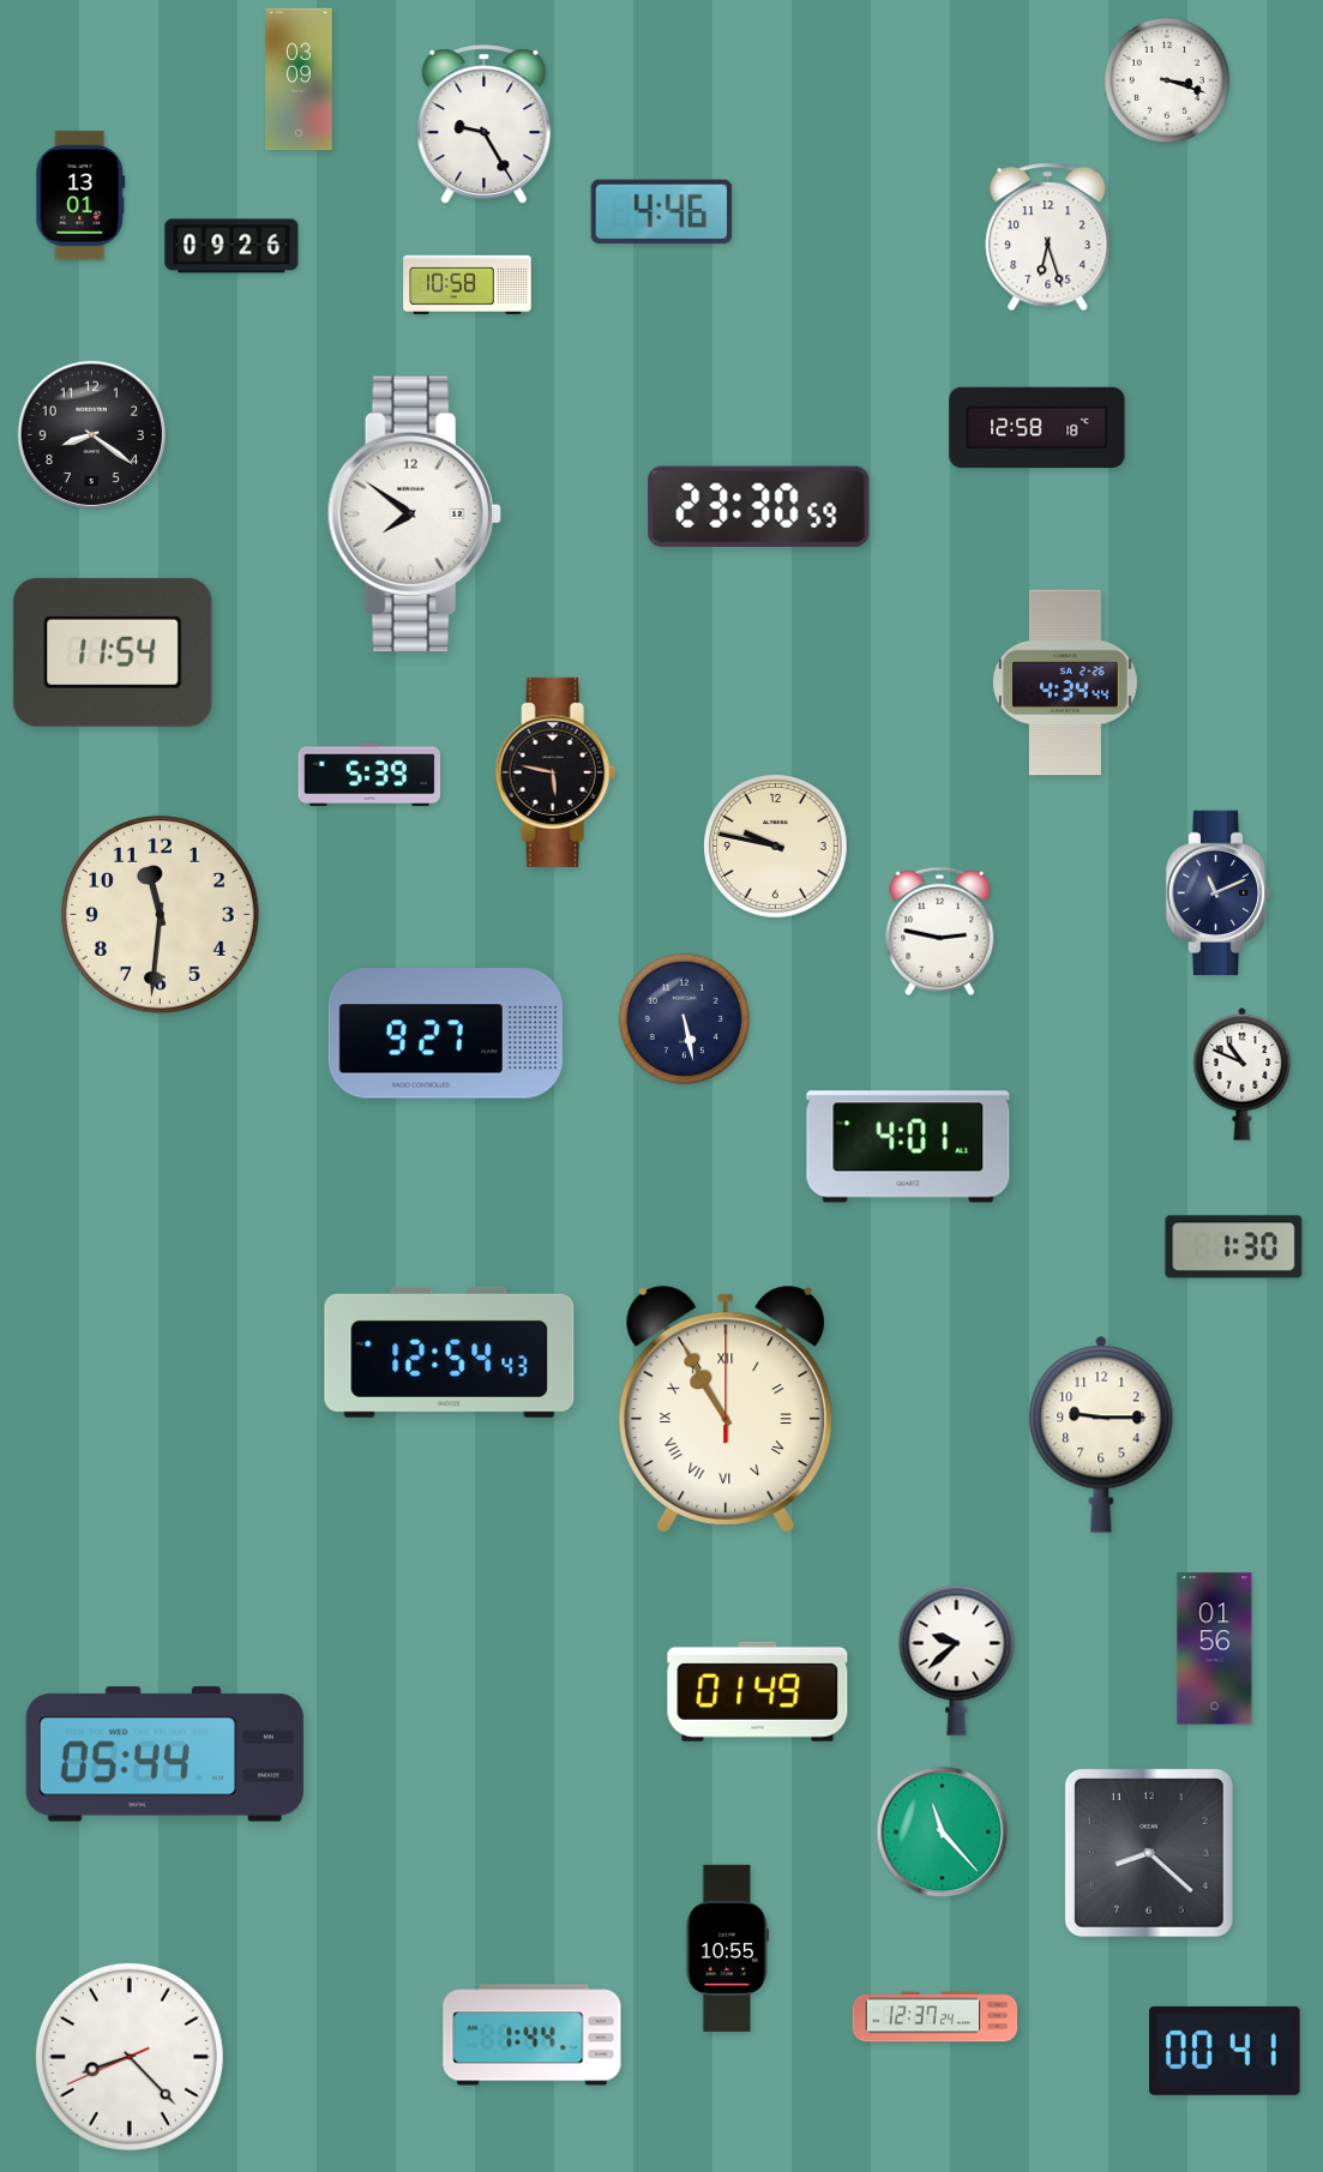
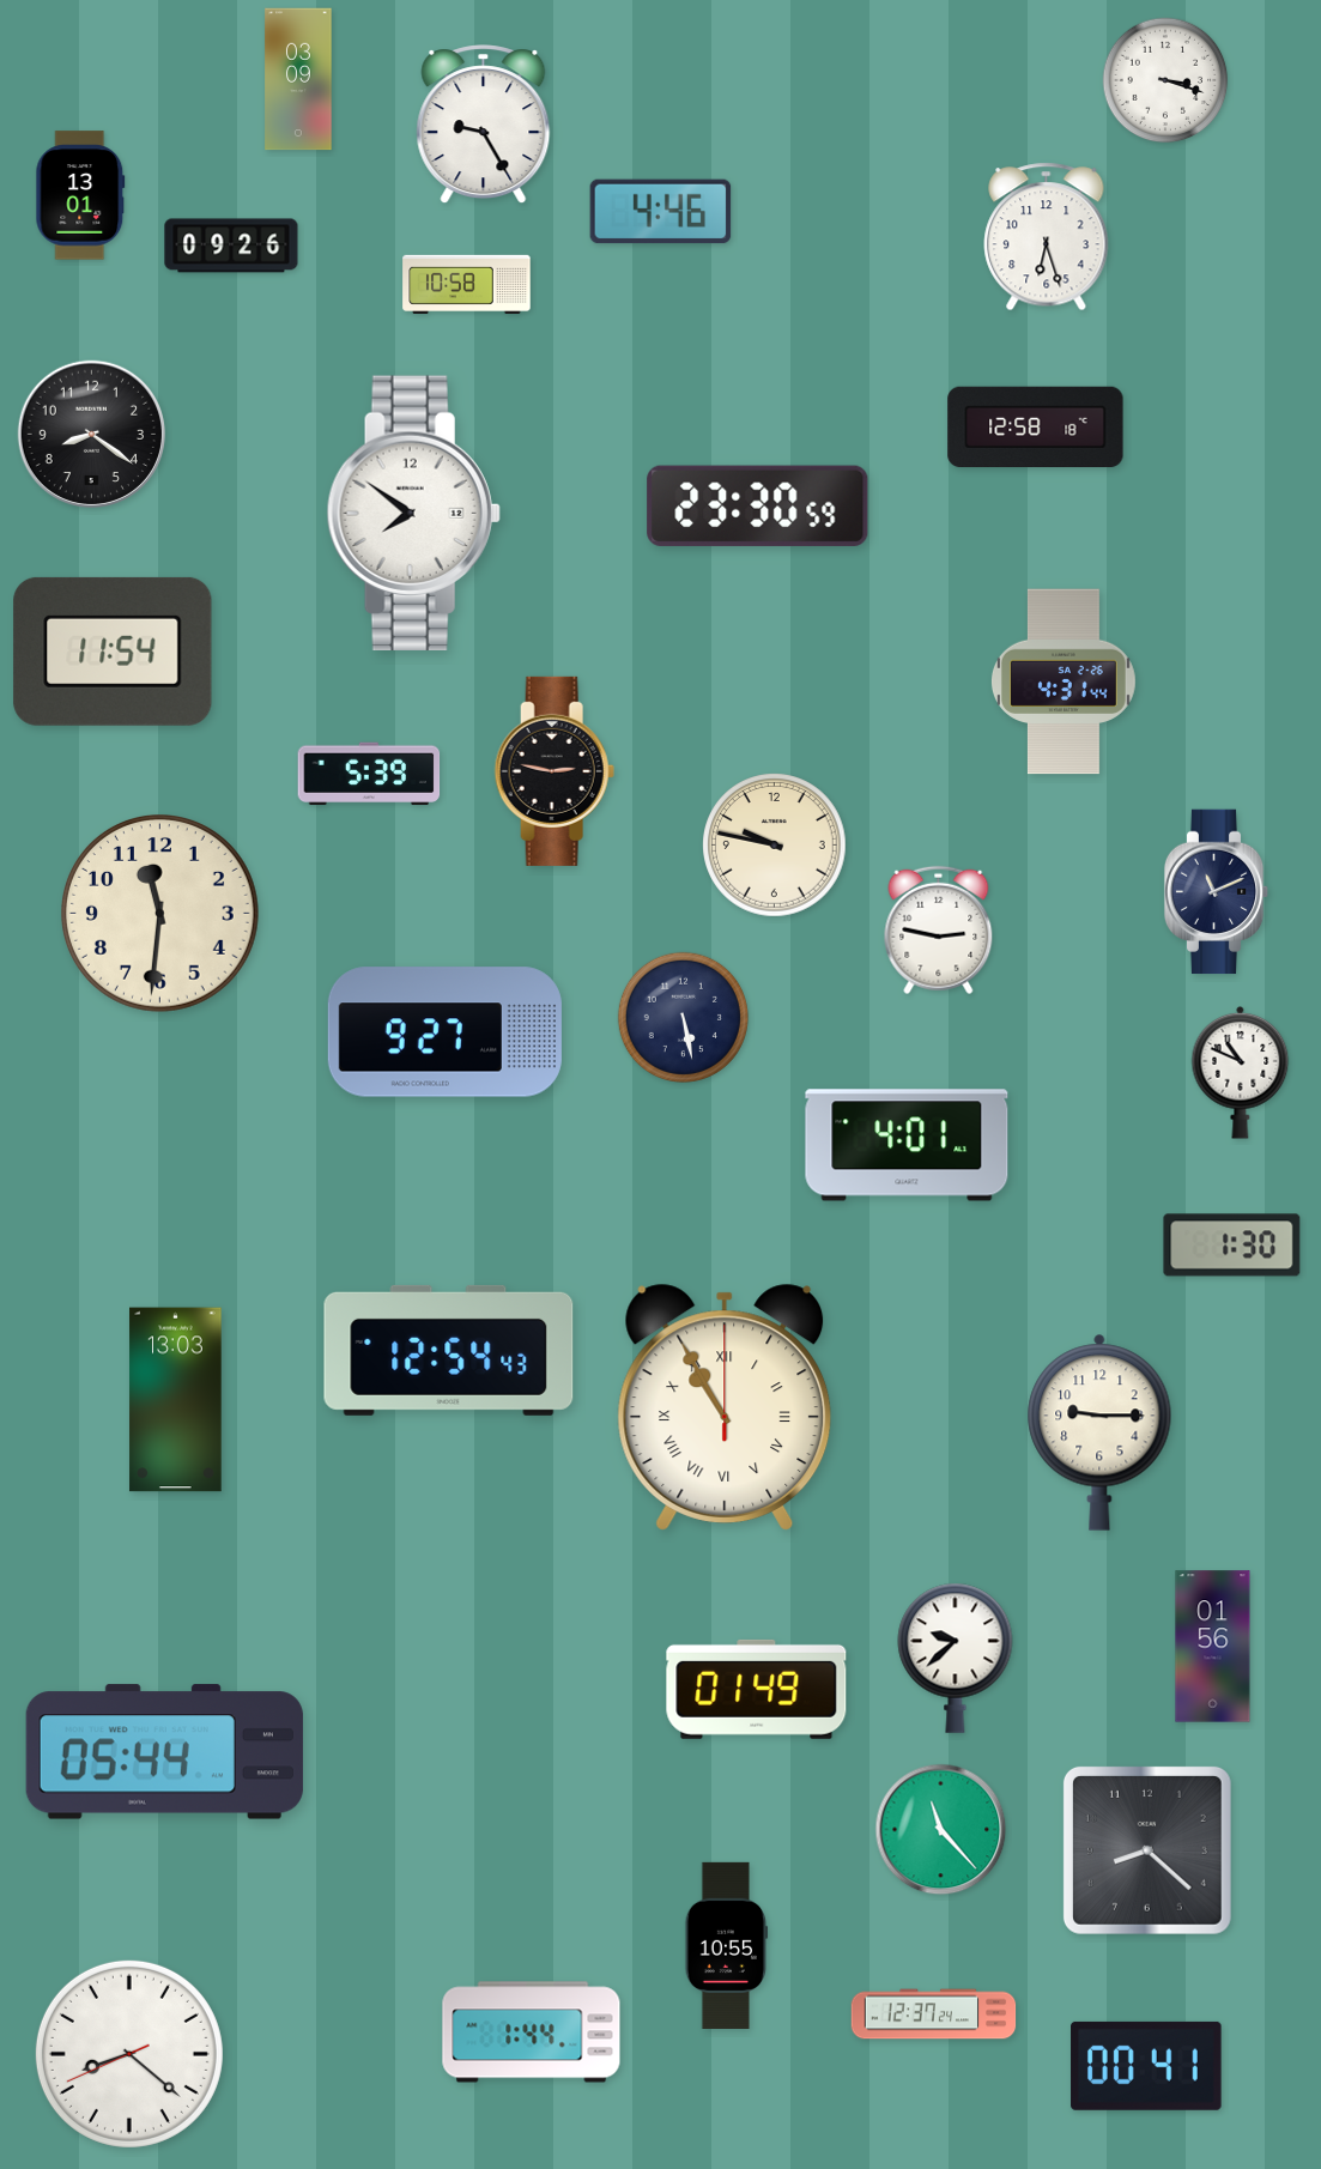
clock at (1065, 682): 4:34 -> 4:31
clock at (555, 772): 5:47 -> 2:47
clock at (176, 1400): none -> 13:03
clock at (1225, 2051) position: (1225, 2051) -> (1146, 2066)
clock at (130, 2057): 8:22 -> 8:21
